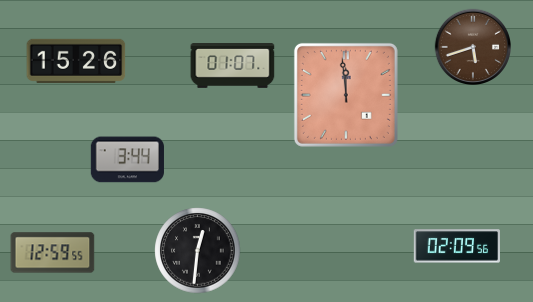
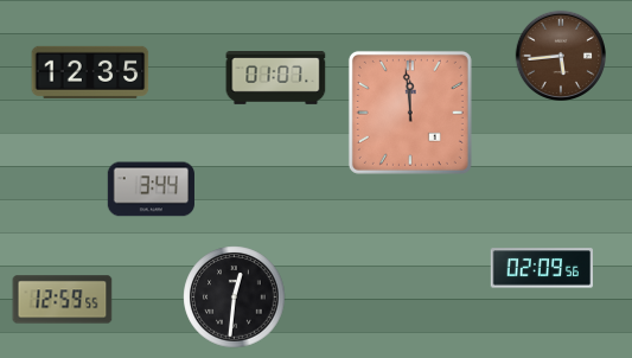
clock at (473, 47): 5:42 -> 5:44
clock at (76, 61): 15:26 -> 12:35
clock at (457, 246) position: (457, 246) -> (542, 268)
